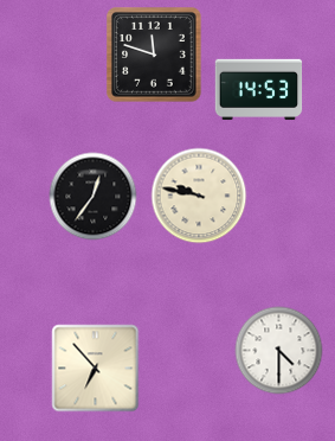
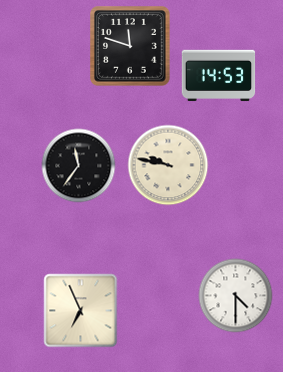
clock at (94, 197): 12:36 -> 11:36
clock at (96, 369): 6:53 -> 6:56
